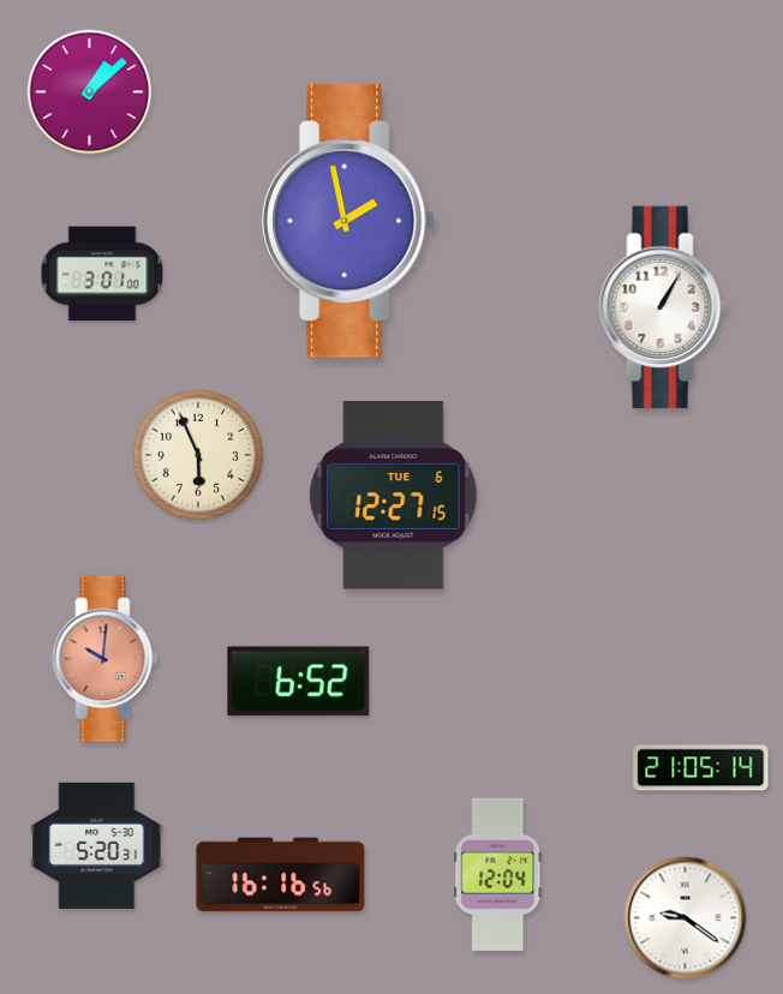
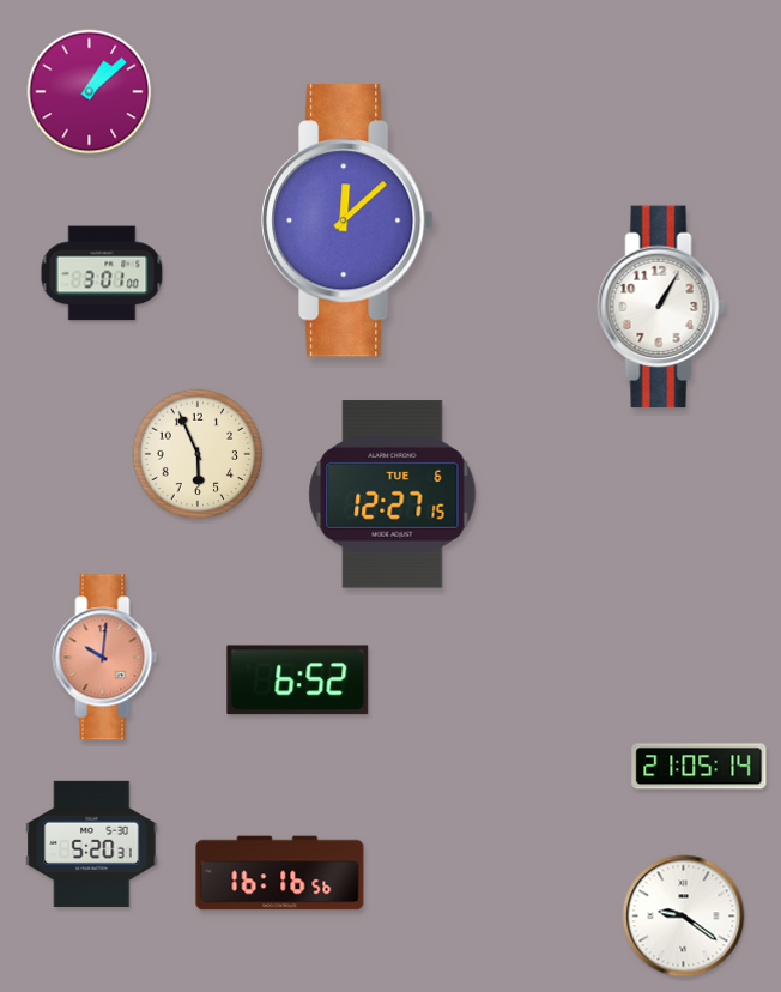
clock at (348, 221): 1:58 -> 12:08
clock at (97, 845) position: (97, 845) -> (92, 843)
clock at (498, 874): 12:04 -> none
